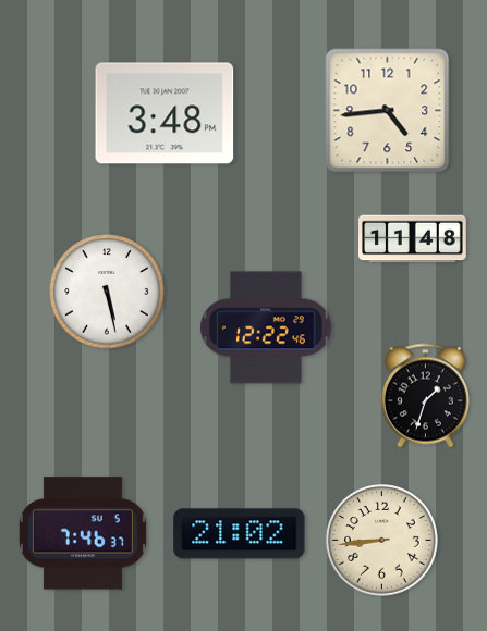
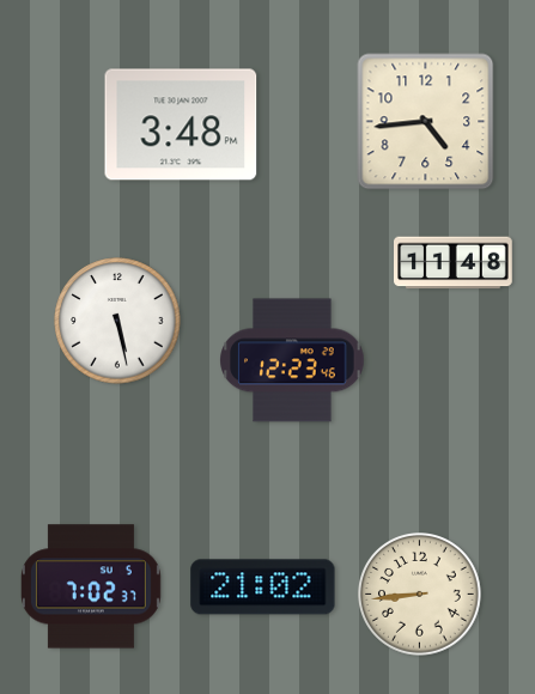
clock at (266, 327): 12:22 -> 12:23
clock at (425, 396): 1:33 -> none
clock at (83, 533): 7:46 -> 7:02
